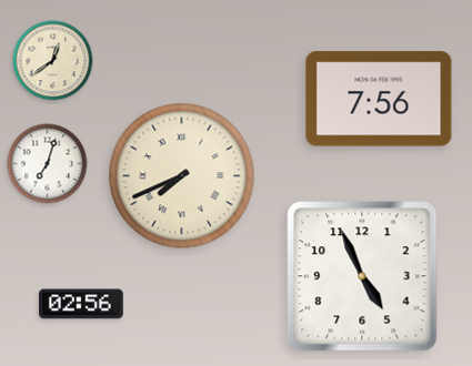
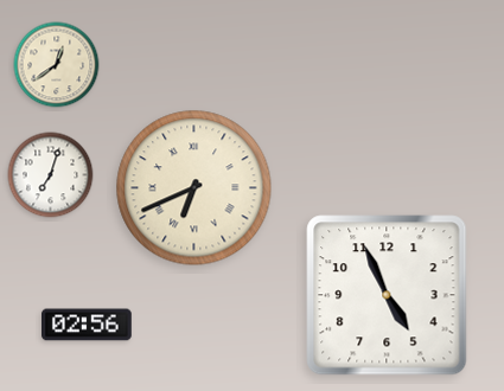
clock at (379, 99): 7:56 -> none
clock at (182, 176): 7:41 -> 6:41
